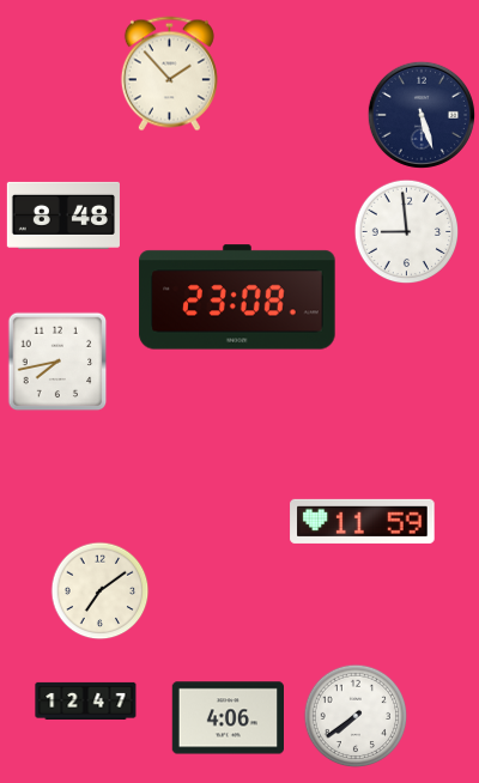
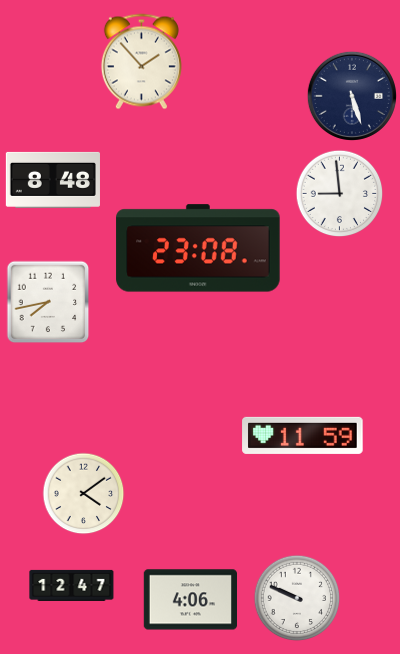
clock at (101, 591): 7:09 -> 4:09
clock at (356, 716): 7:39 -> 9:49
